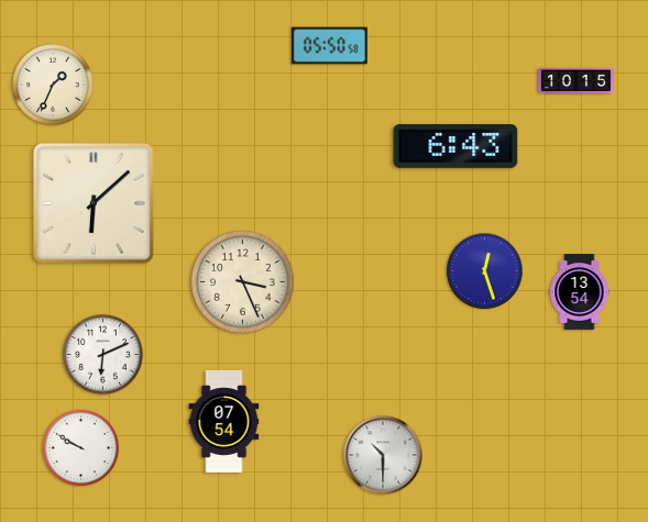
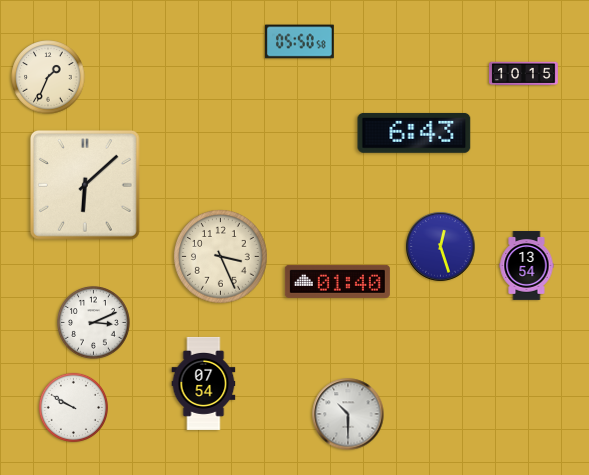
clock at (337, 281): none -> 01:40
clock at (103, 355): 6:11 -> 3:11
